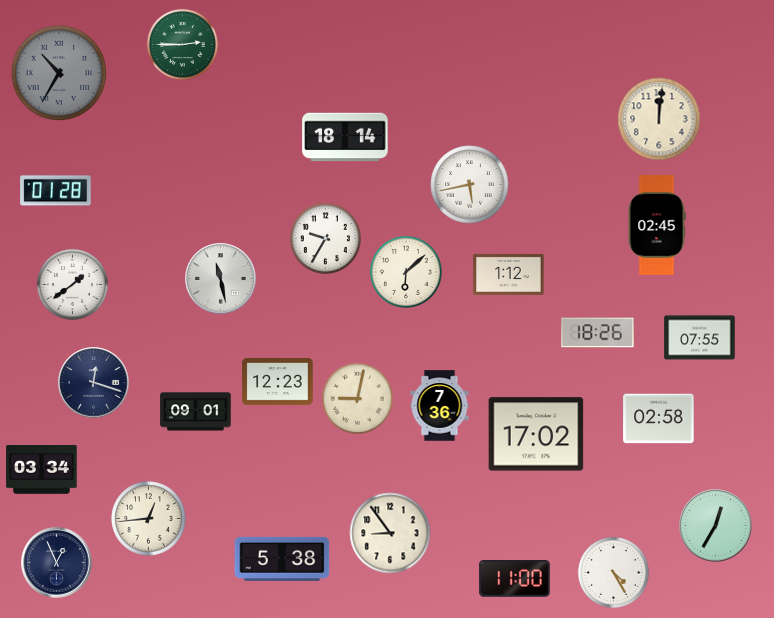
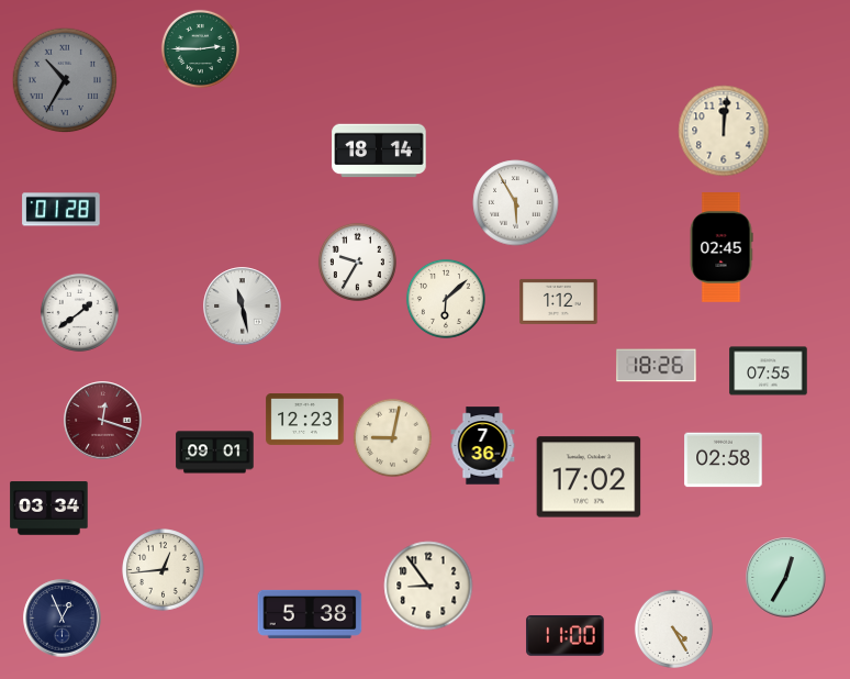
clock at (470, 185): 5:43 -> 5:55
clock at (94, 383) dial: navy -> burgundy
clock at (42, 470) position: (42, 470) -> (49, 509)
